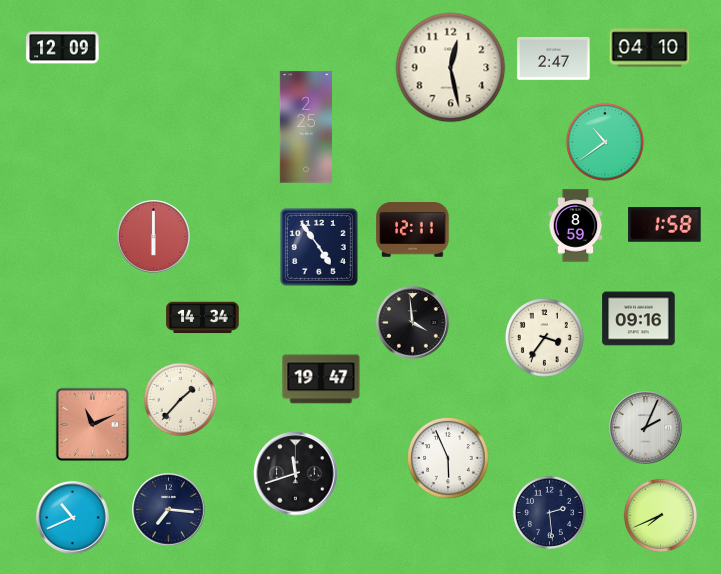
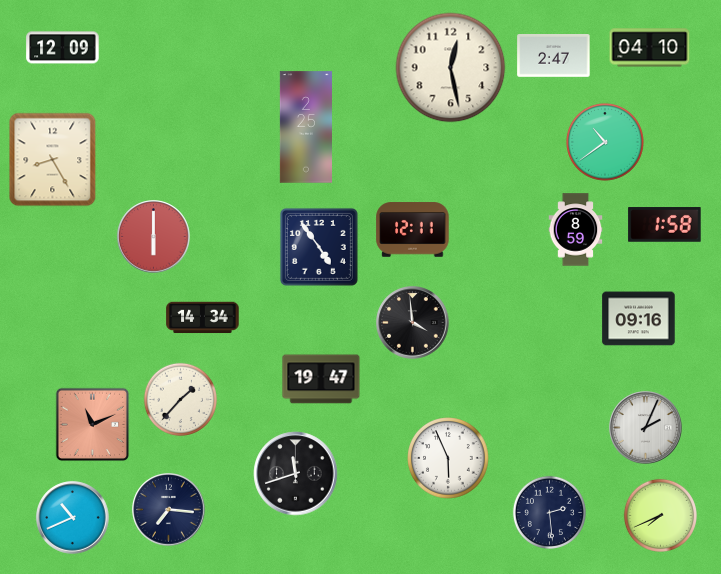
clock at (554, 59) position: (554, 59) -> (554, 56)
clock at (53, 160): none -> 8:25
clock at (576, 226) position: (576, 226) -> (576, 230)
clock at (544, 337): 3:36 -> none
